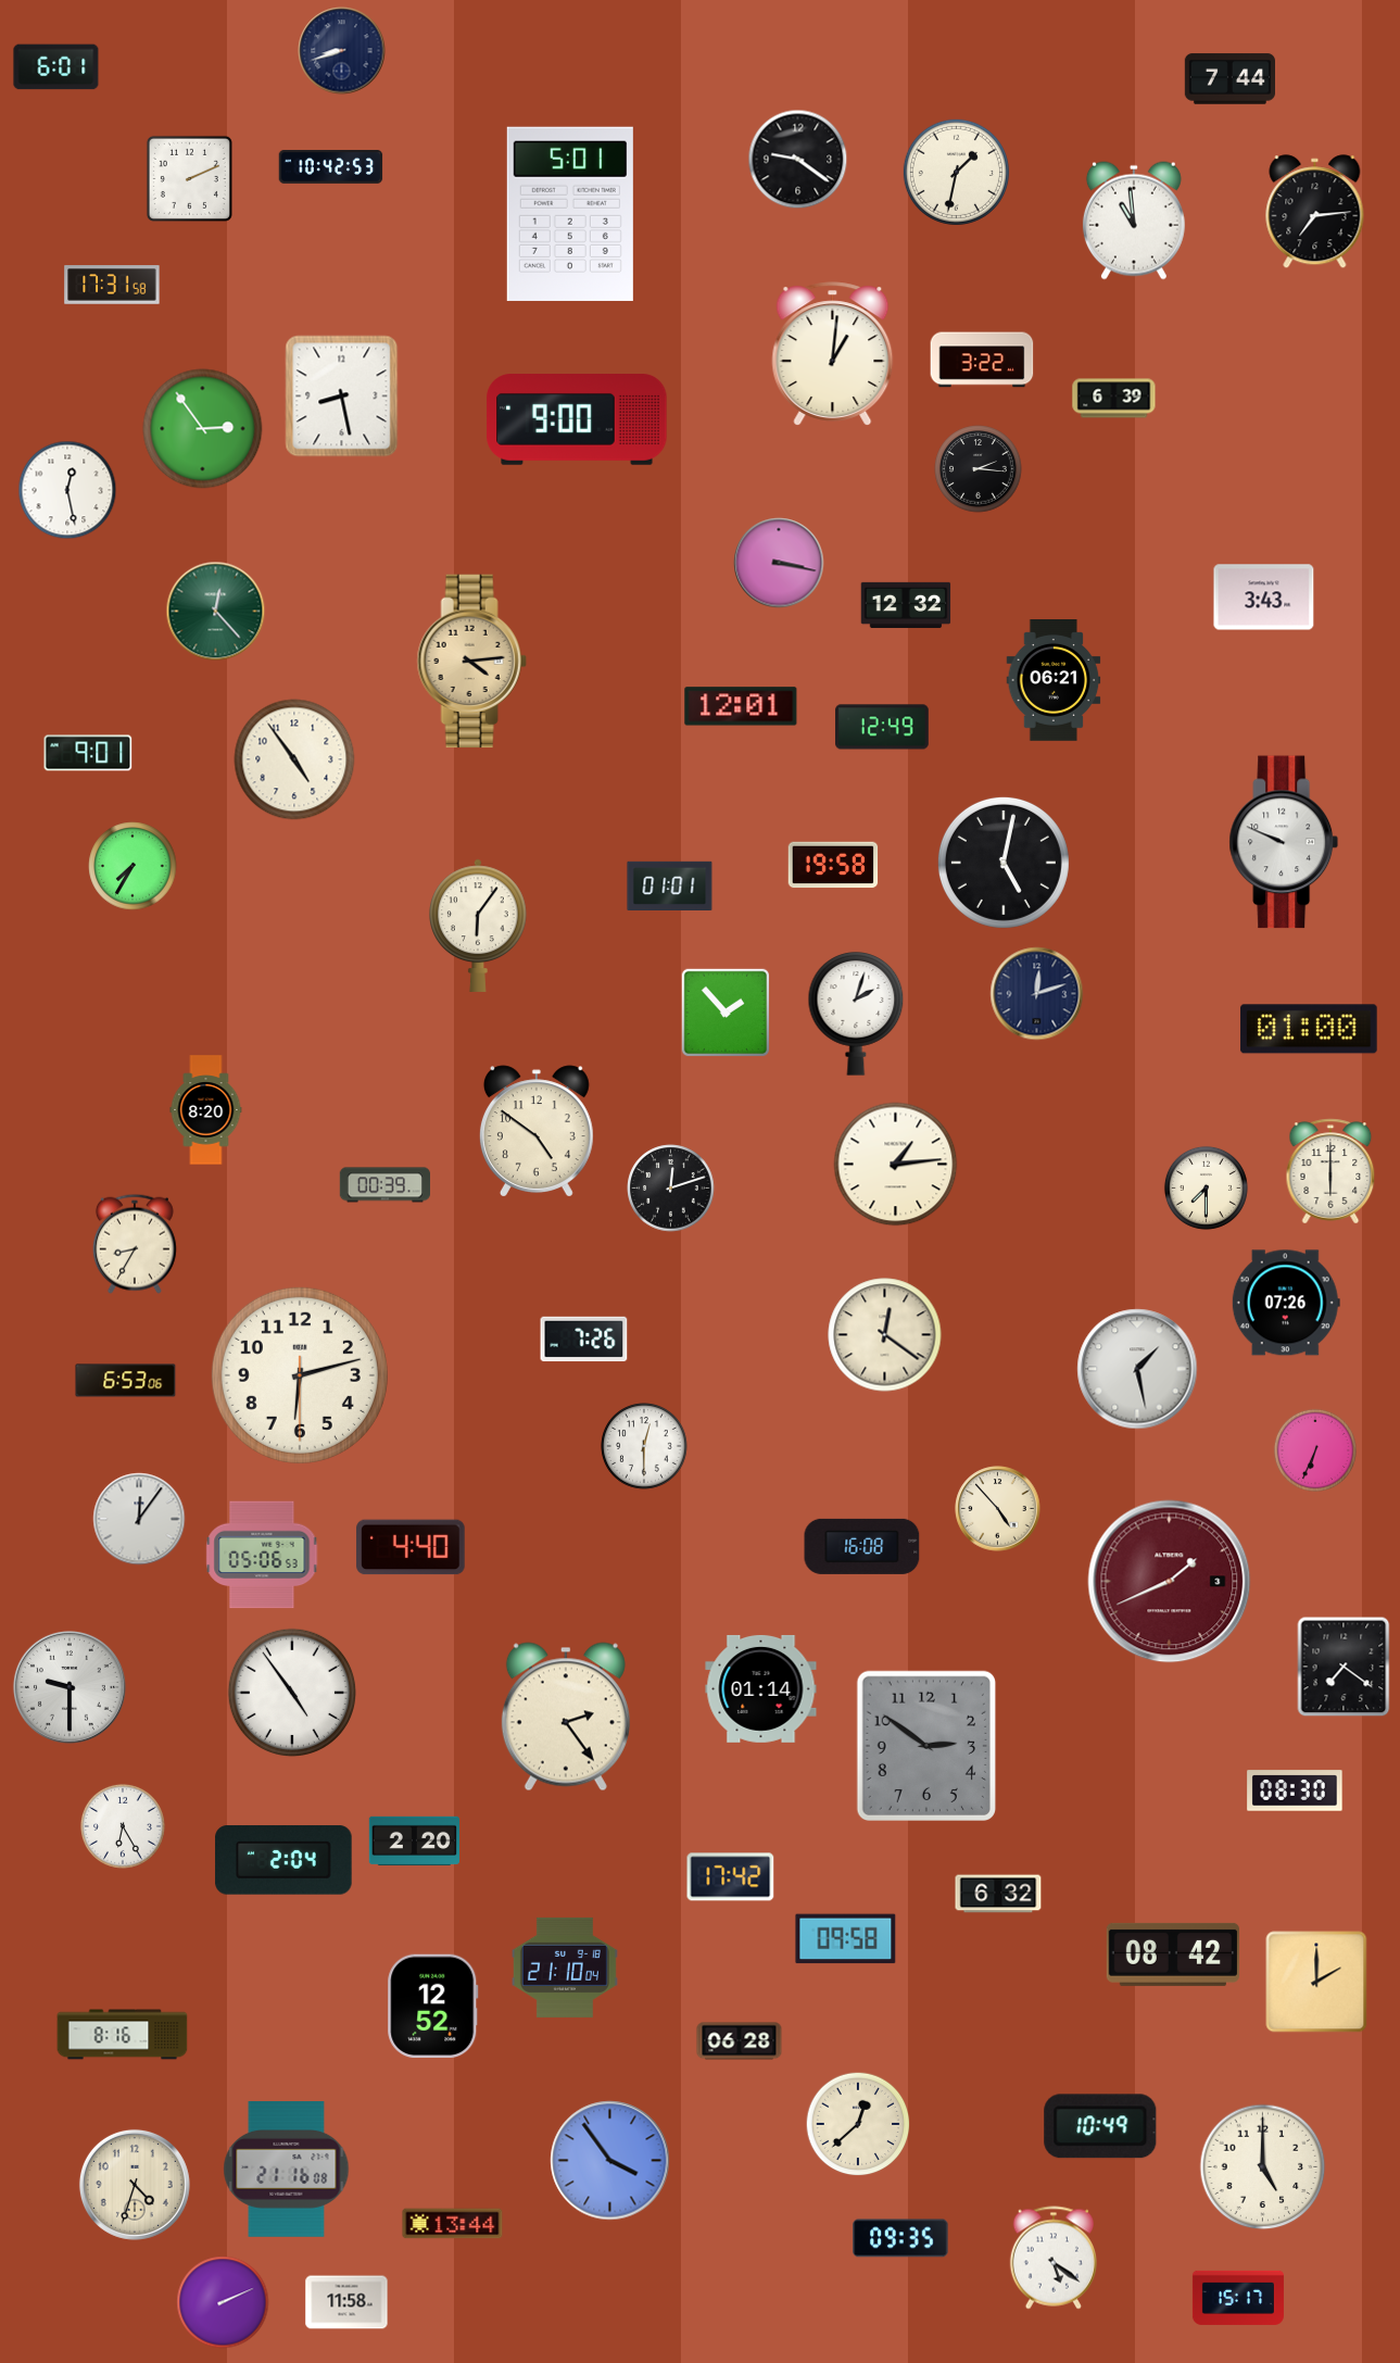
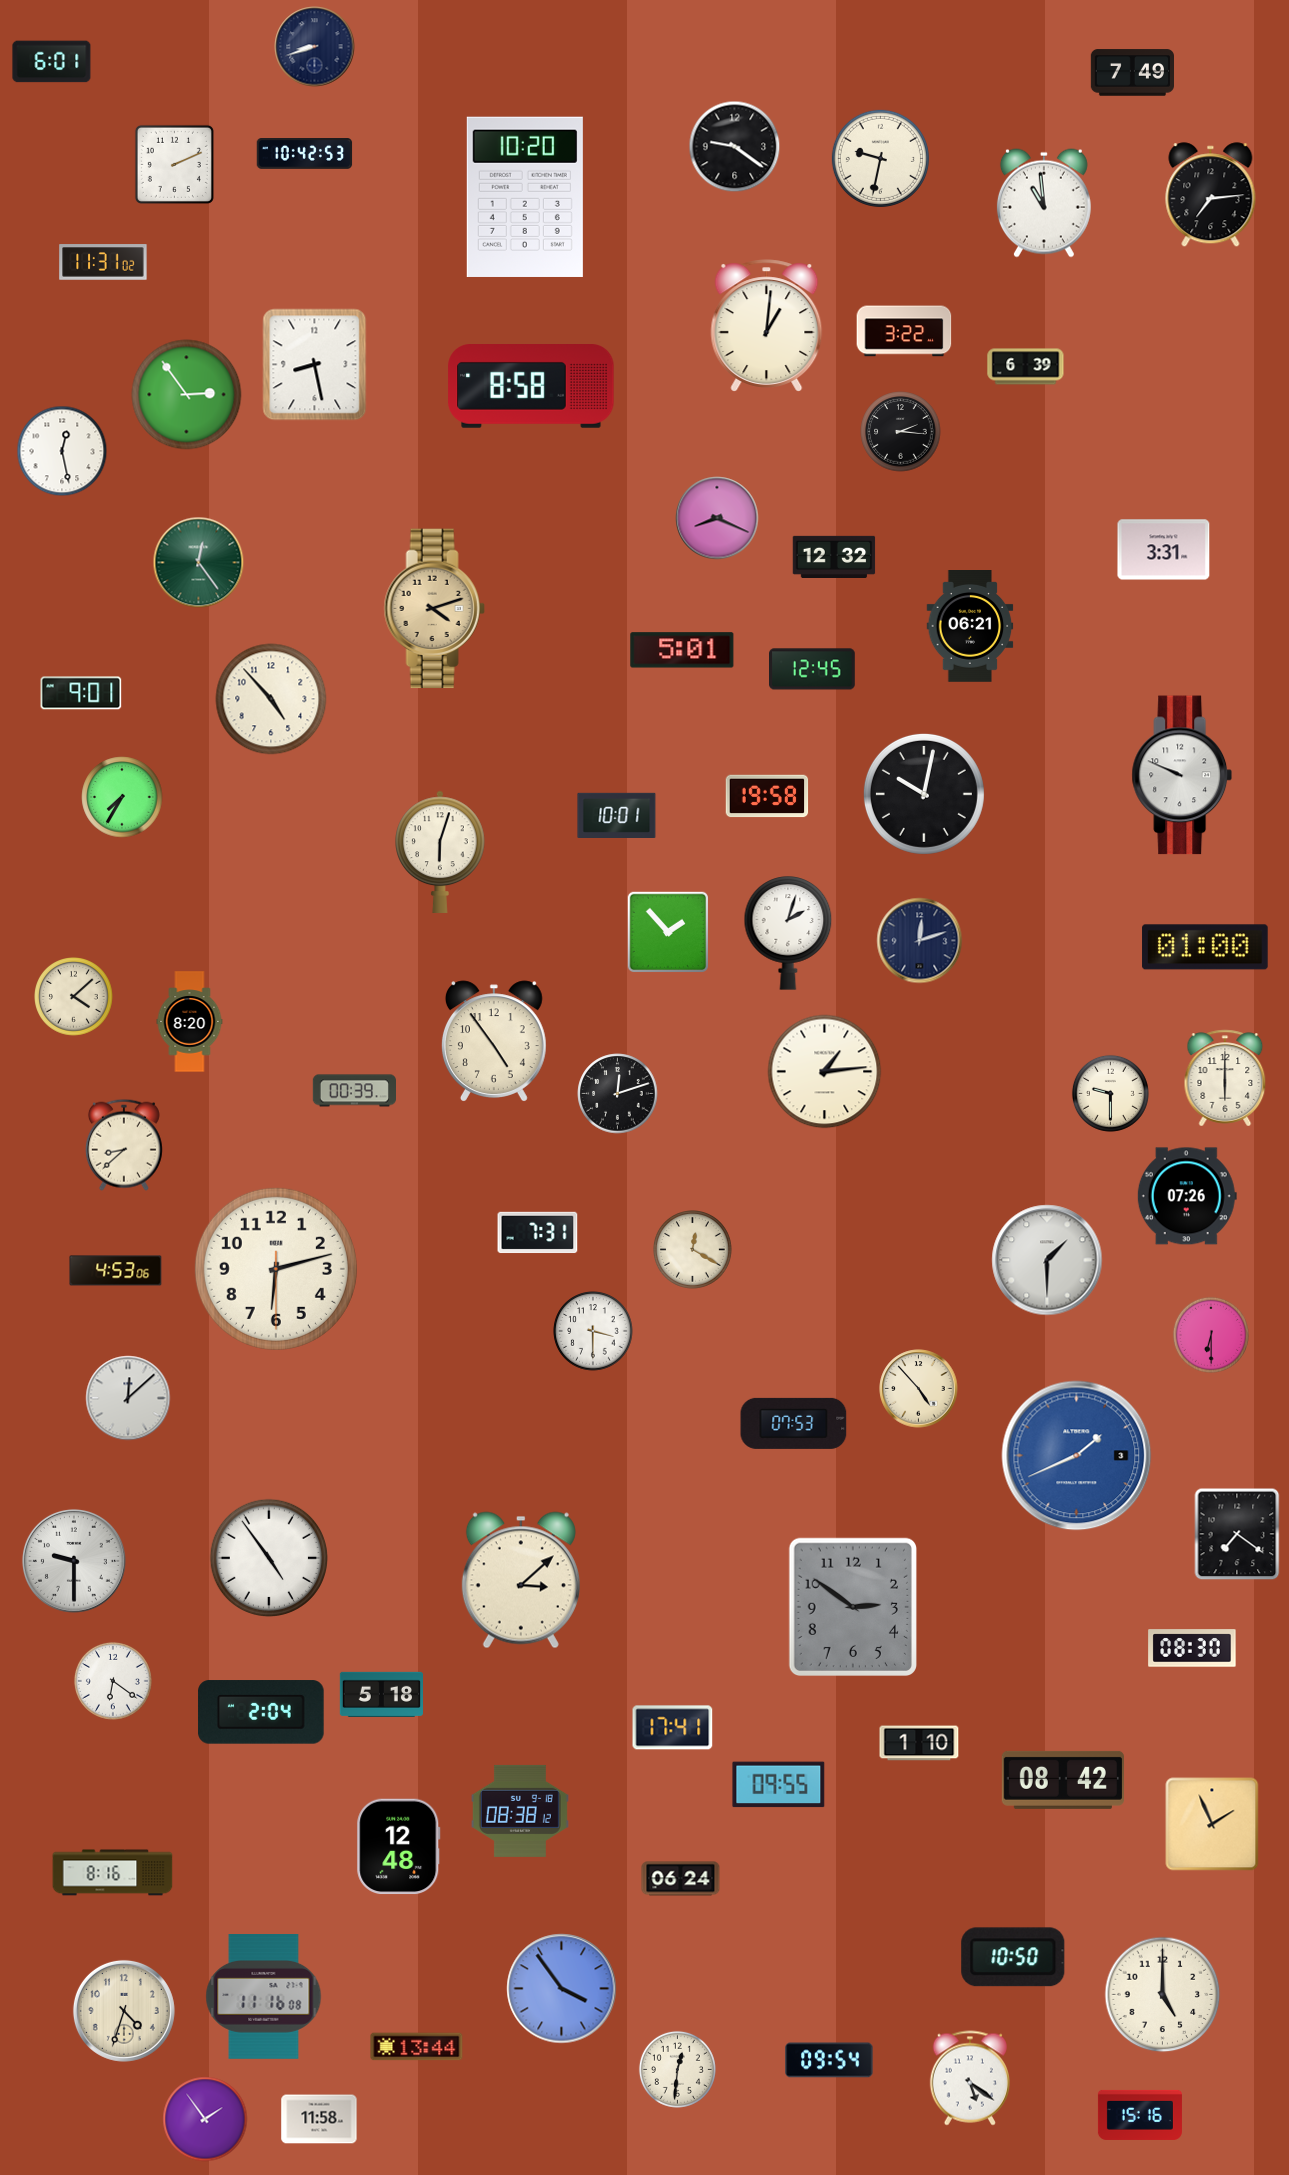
clock at (1229, 79): 7:44 -> 7:49
clock at (956, 172): 1:32 -> 9:32
clock at (570, 214): 5:01 -> 10:20
clock at (112, 285): 17:31 -> 11:31
clock at (577, 420): 9:00 -> 8:58
clock at (779, 563): 3:17 -> 8:19
clock at (1264, 598): 3:43 -> 3:31
clock at (216, 612): 12:23 -> 12:24
clock at (471, 662): 4:14 -> 4:12
clock at (741, 706): 12:01 -> 5:01
clock at (883, 727): 12:49 -> 12:45
clock at (294, 759): 4:54 -> 4:53
clock at (1004, 863): 5:02 -> 10:02
clock at (670, 885): 01:01 -> 10:01
clock at (479, 926): 6:06 -> 6:03
clock at (1037, 994) position: (1037, 994) -> (920, 941)
clock at (74, 997): none -> 4:08
clock at (537, 1131): 4:51 -> 4:54
clock at (1206, 1187): 7:30 -> 9:30
clock at (135, 1244): 8:35 -> 8:38
clock at (1286, 1303) position: (1286, 1303) -> (1187, 1196)
clock at (885, 1335): 12:21 -> none
clock at (584, 1340): 7:26 -> 7:31
clock at (693, 1250): none -> 12:20
clock at (1137, 1369): 1:28 -> 1:30
clock at (300, 1375) position: (300, 1375) -> (276, 1269)
clock at (126, 1381): 6:53 -> 4:53
clock at (644, 1446): 12:30 -> 3:30
clock at (1315, 1450): 6:34 -> 6:30
clock at (139, 1519): 12:06 -> 12:08
clock at (862, 1546): 16:08 -> 07:53
clock at (411, 1547): 4:40 -> none
clock at (262, 1555): 05:06 -> none
clock at (1170, 1582) dial: burgundy -> blue
clock at (70, 1687) position: (70, 1687) -> (74, 1561)
clock at (761, 1688): 01:14 -> none
clock at (566, 1717): 2:24 -> 3:08
clock at (123, 1826): 6:25 -> 6:21
clock at (414, 1840): 2:20 -> 5:18
clock at (731, 1877): 17:42 -> 17:41
clock at (998, 1894): 6:32 -> 1:10
clock at (846, 1939): 09:58 -> 09:55
clock at (1173, 1954) position: (1173, 1954) -> (1063, 1780)
clock at (565, 1968): 21:10 -> 08:38
clock at (1316, 1982): 2:00 -> 1:56
clock at (433, 2007): 12:52 -> 12:48
clock at (740, 2041): 06:28 -> 06:24
clock at (858, 2124): 12:38 -> none
clock at (1100, 2126): 10:49 -> 10:50
clock at (287, 2170): 21:16 -> 11:16
clock at (900, 2238): 09:35 -> 09:54
clock at (677, 2069): none -> 12:31
clock at (1238, 2298): 15:17 -> 15:16
clock at (223, 2302): 2:11 -> 1:54
